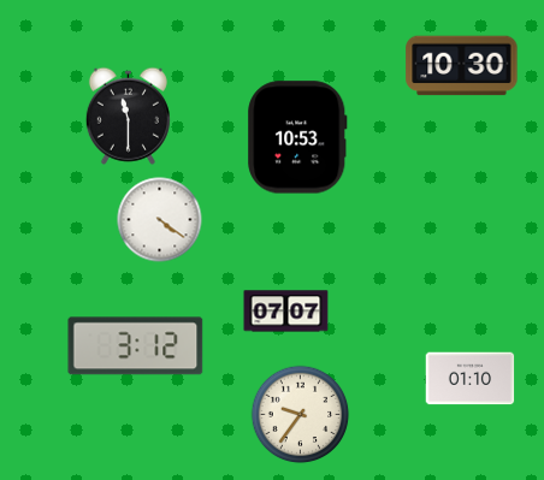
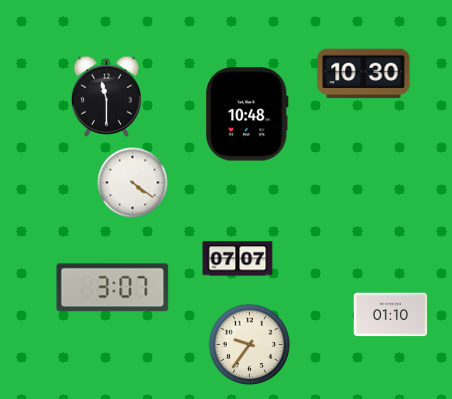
clock at (462, 66) position: (462, 66) -> (364, 74)
clock at (297, 137): 10:53 -> 10:48
clock at (136, 346): 3:12 -> 3:07
